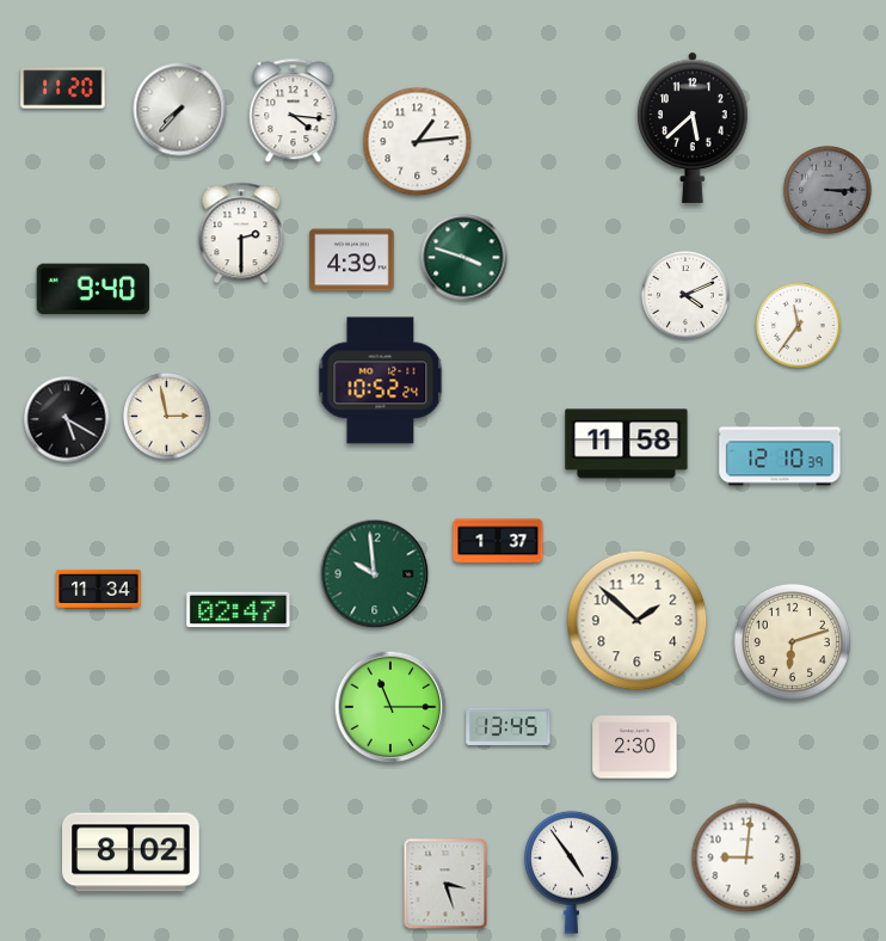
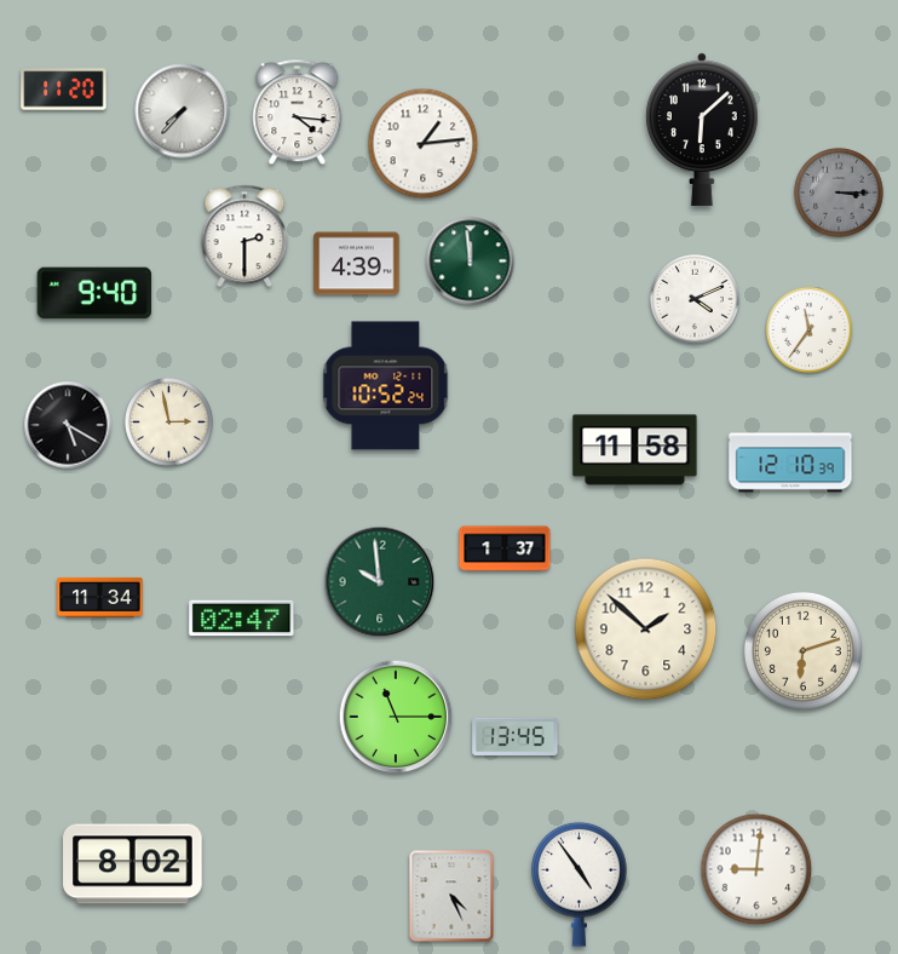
clock at (694, 128): 5:38 -> 6:08
clock at (464, 258): 3:48 -> 11:59
clock at (635, 748): 2:30 -> none
clock at (445, 884): 3:27 -> 4:26
